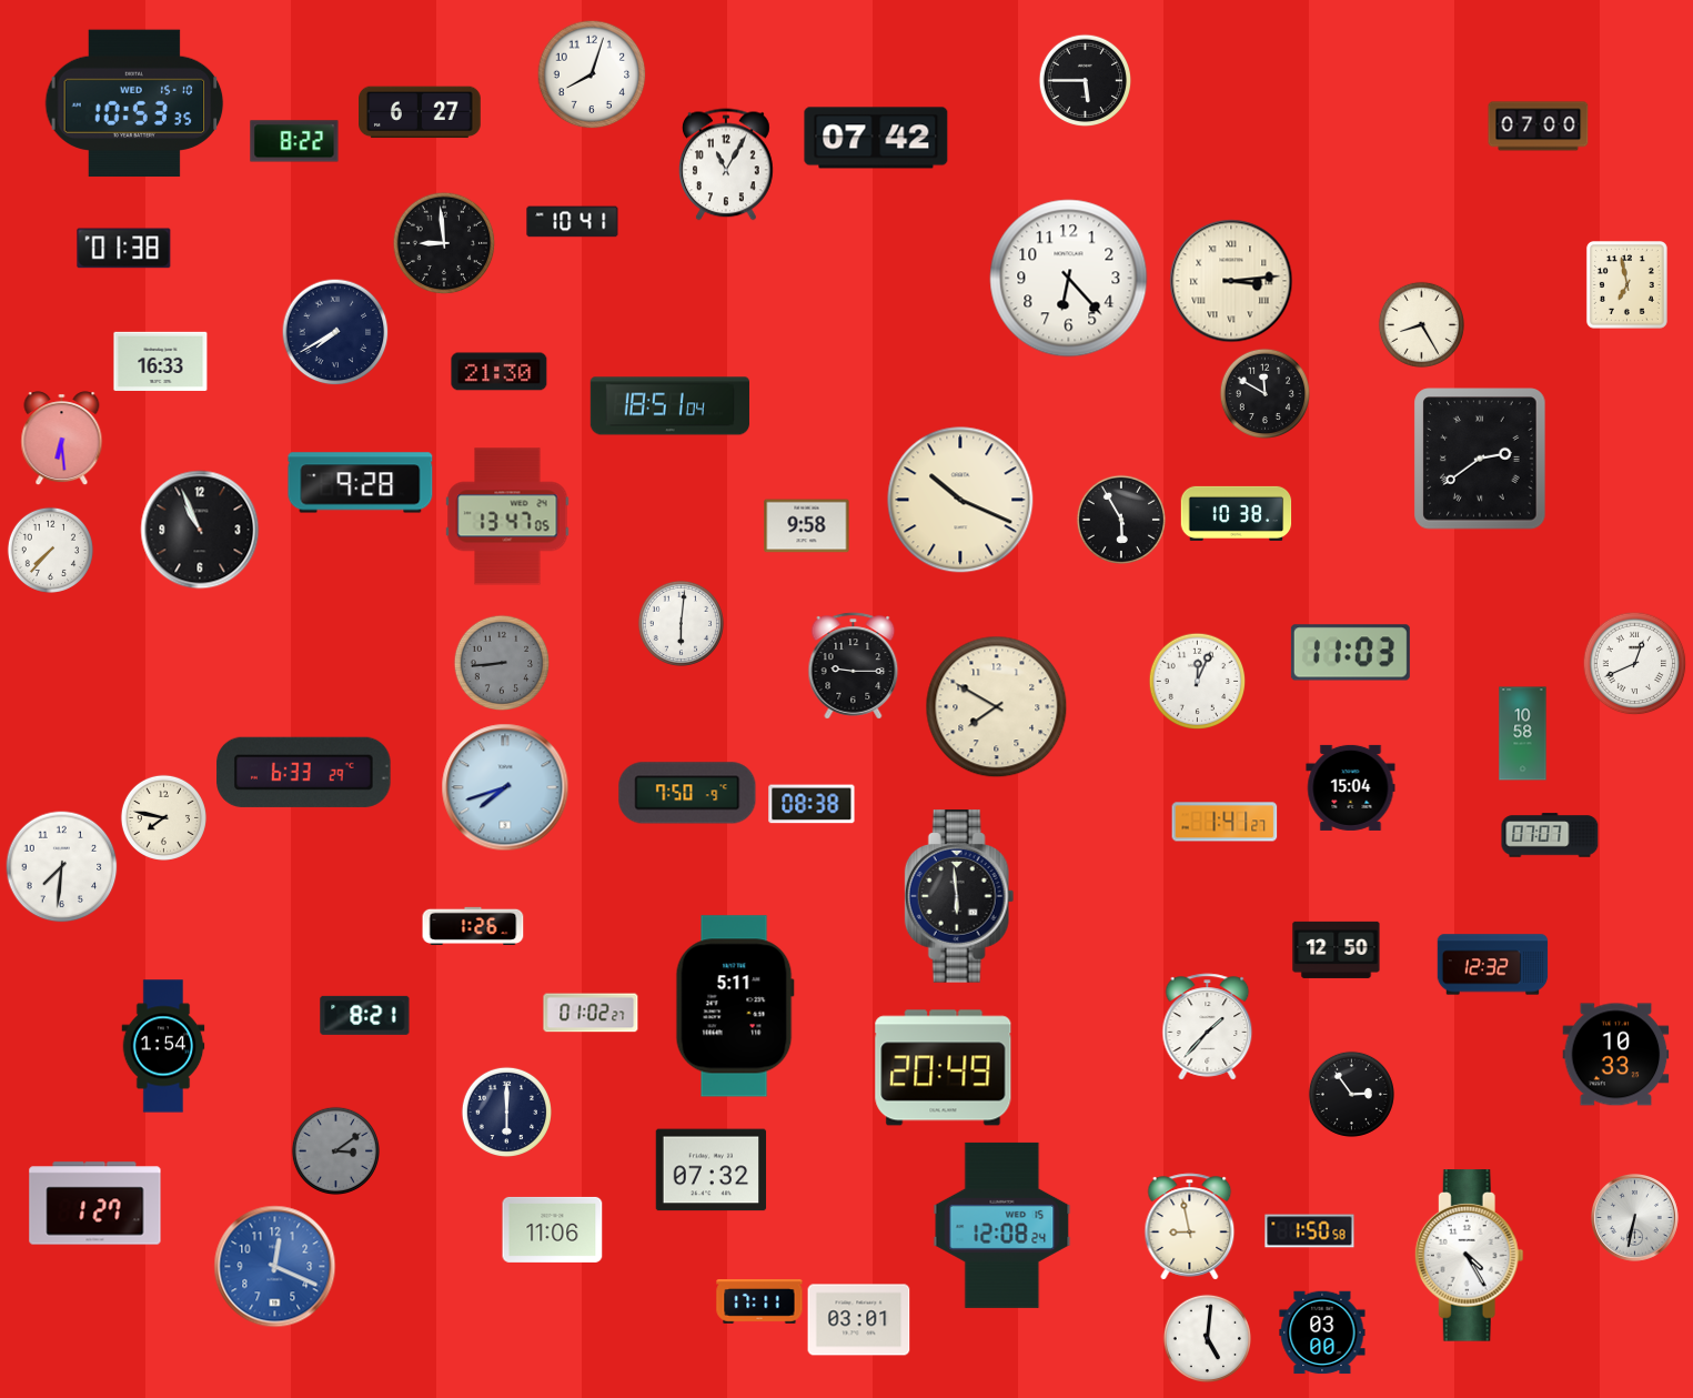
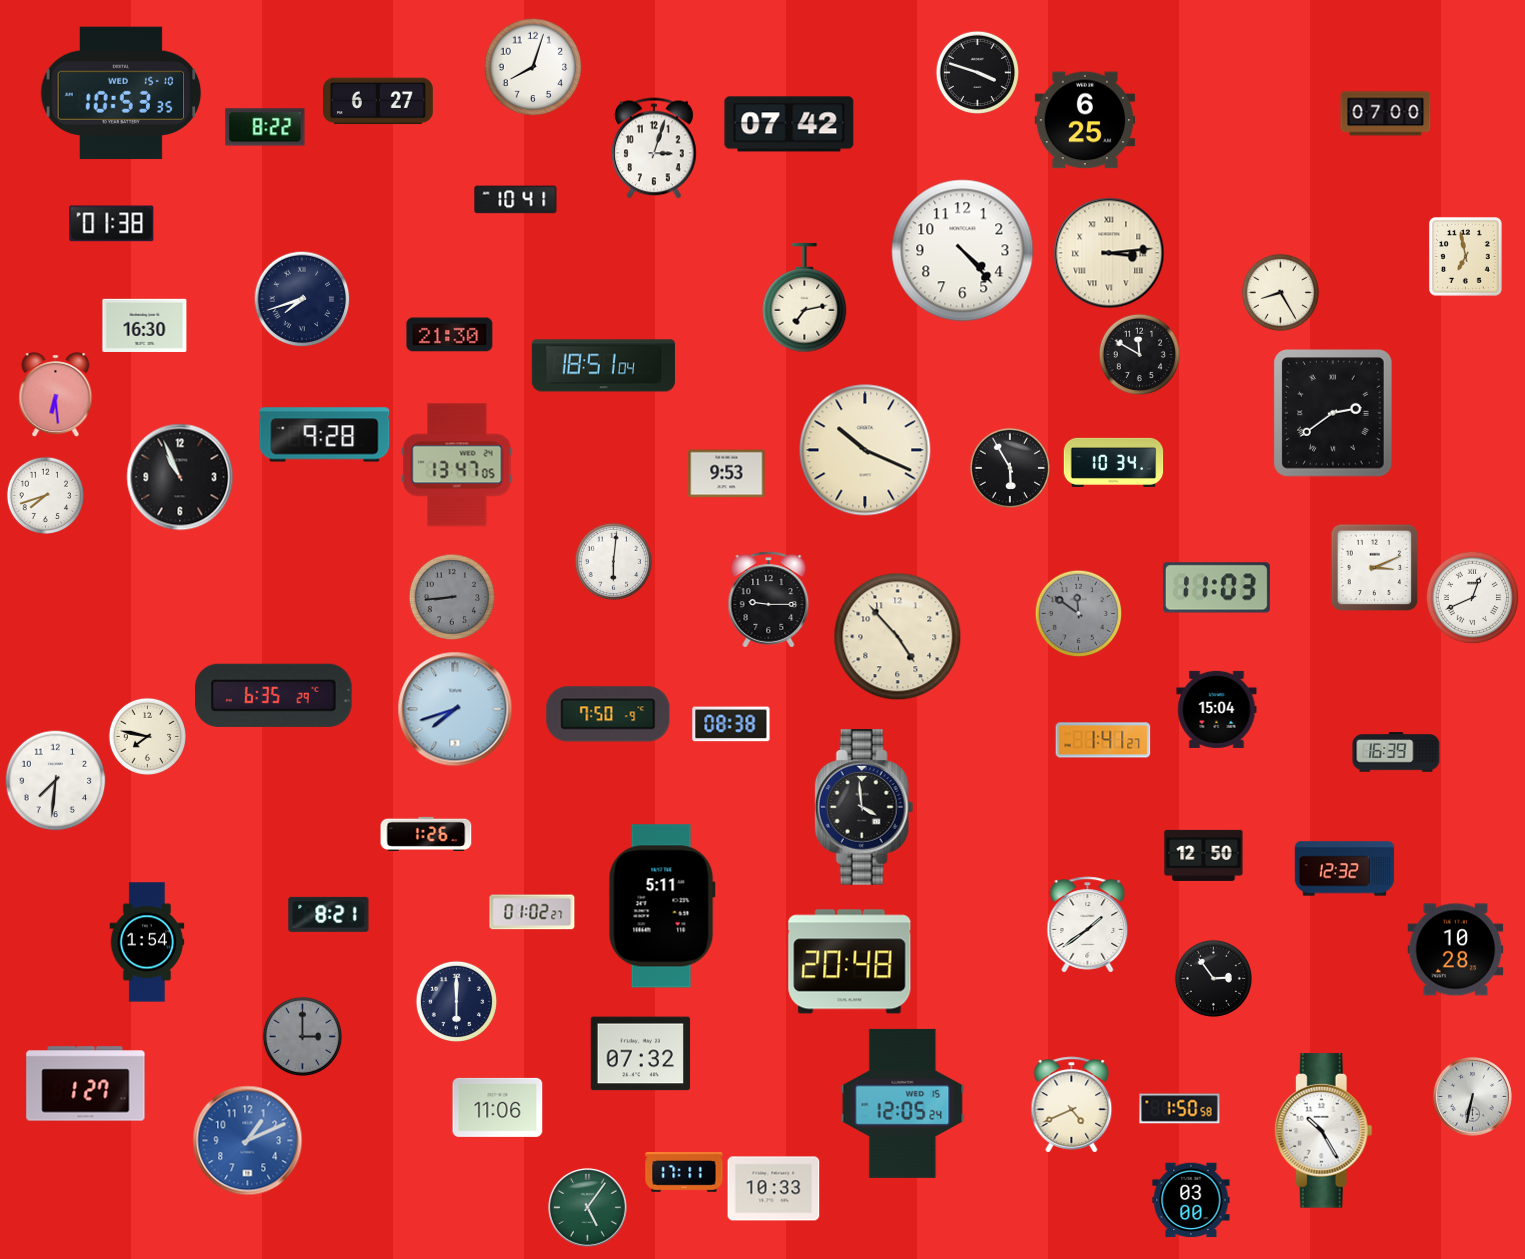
clock at (1085, 80): 5:45 -> 3:48
clock at (1084, 120): none -> 6:25
clock at (727, 164): 11:05 -> 3:03
clock at (444, 243): 8:59 -> none
clock at (1069, 279): 6:23 -> 4:23
clock at (805, 298): none -> 7:13
clock at (335, 332): 7:40 -> 7:42
clock at (161, 361): 16:33 -> 16:30
clock at (1237, 513): 10:38 -> 10:34
clock at (807, 526): 9:58 -> 9:53
clock at (50, 550): 7:37 -> 7:42
clock at (1374, 567): none -> 3:11
clock at (1197, 681): 12:04 -> 11:51
clock at (1197, 681) dial: white -> grey
clock at (997, 707): 7:50 -> 4:53
clock at (1523, 734): 10:58 -> none
clock at (304, 772): 6:33 -> 6:35
clock at (687, 793) position: (687, 793) -> (608, 714)
clock at (1550, 835): 07:07 -> 16:39
clock at (959, 896): 5:59 -> 3:59
clock at (1208, 1027): 1:37 -> 1:39
clock at (1616, 1055): 10:33 -> 10:28
clock at (944, 1068): 20:49 -> 20:48
clock at (1351, 1094) position: (1351, 1094) -> (1213, 978)
clock at (335, 1150): 3:09 -> 3:00
clock at (1002, 1225): 12:08 -> 12:05
clock at (1190, 1227): 8:58 -> 4:41
clock at (1469, 1256): 4:25 -> 10:25
clock at (275, 1267): 12:19 -> 1:11
clock at (859, 1320): 03:01 -> 10:33
clock at (1207, 1338): 5:01 -> none
clock at (587, 1207): none -> 5:06
